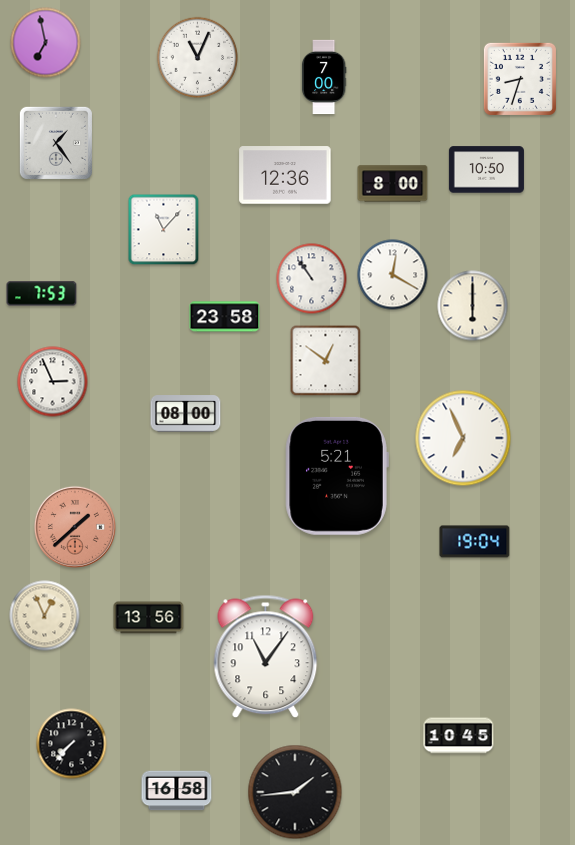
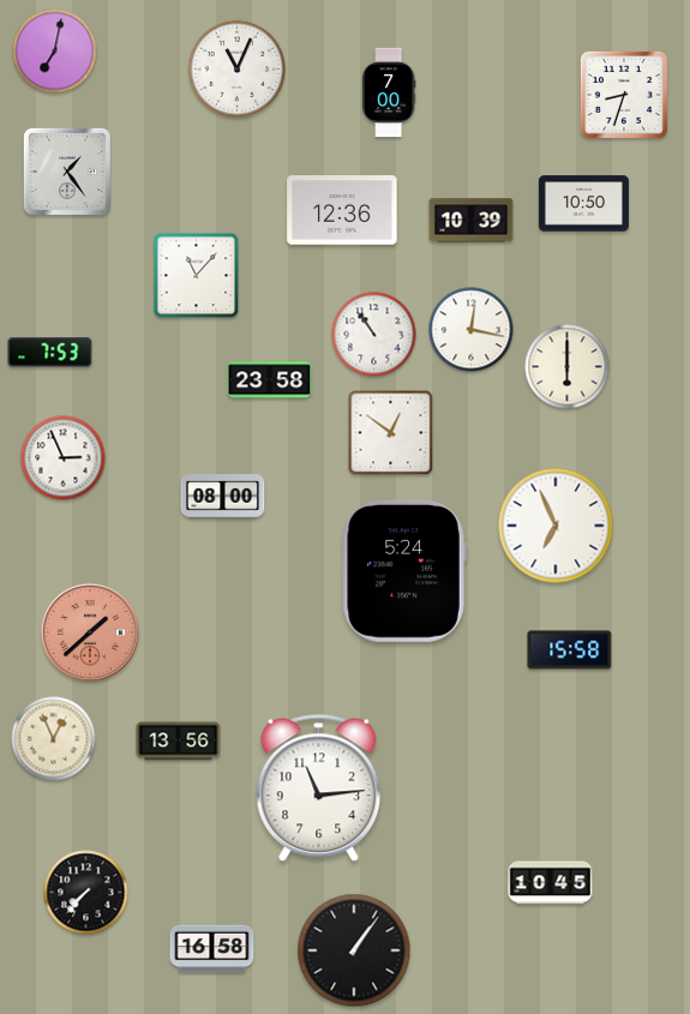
clock at (46, 43): 6:58 -> 7:02
clock at (393, 184): 8:00 -> 10:39
clock at (393, 275): 12:20 -> 12:17
clock at (337, 476): 5:21 -> 5:24
clock at (475, 542): 19:04 -> 15:58
clock at (266, 657): 11:06 -> 11:14
clock at (295, 792): 1:44 -> 1:06
